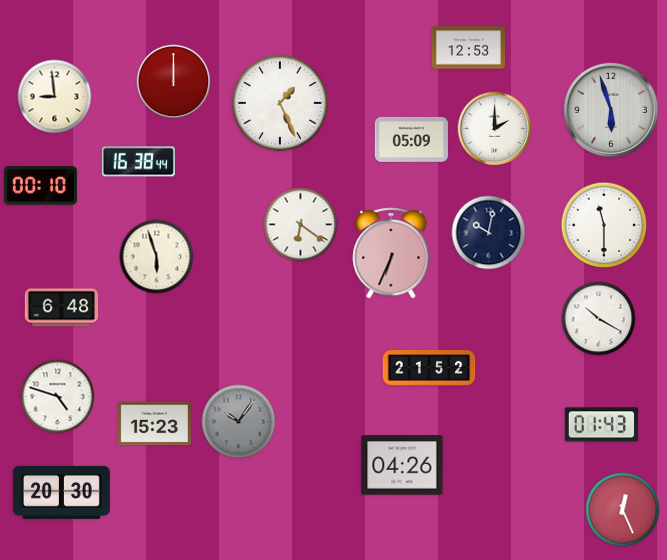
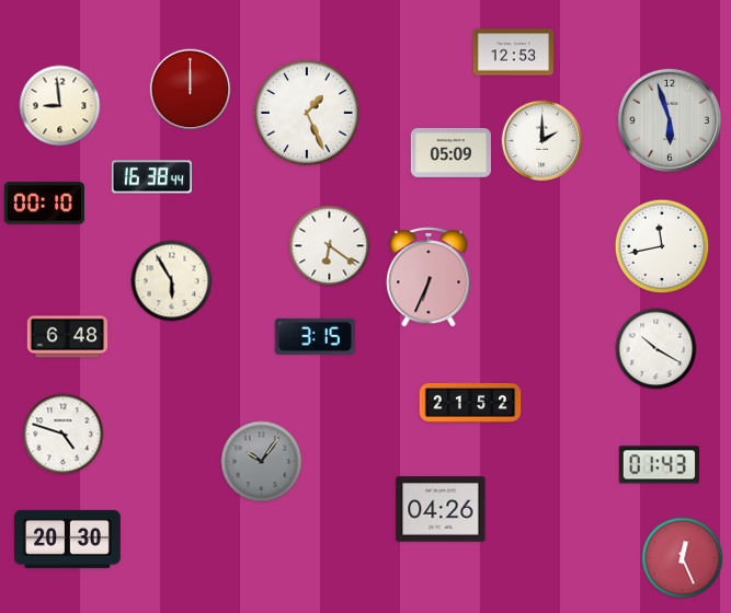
clock at (604, 225): 11:30 -> 11:43
clock at (489, 233): 10:02 -> none
clock at (157, 257): 5:57 -> 5:55
clock at (315, 336): none -> 3:15
clock at (154, 424): 15:23 -> none
